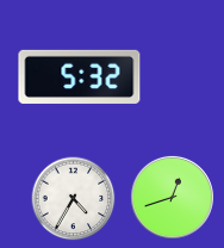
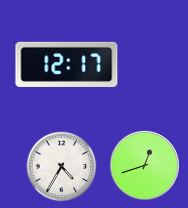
clock at (80, 76): 5:32 -> 12:17
